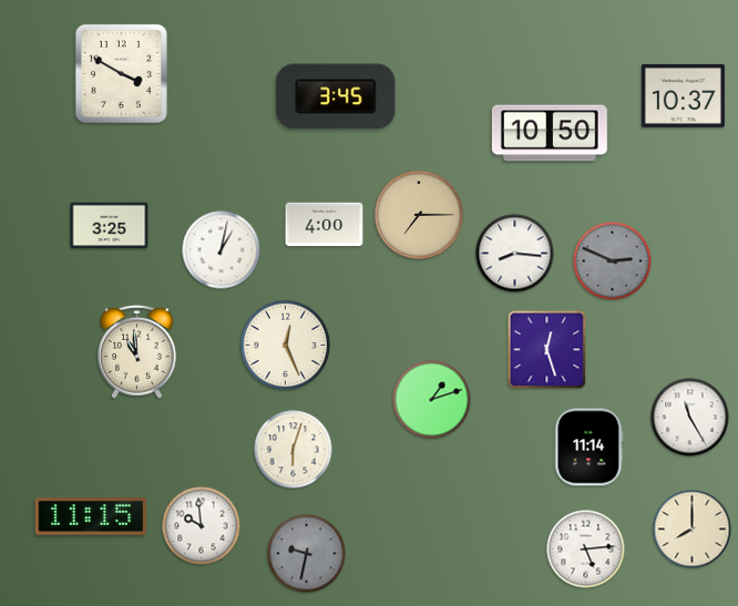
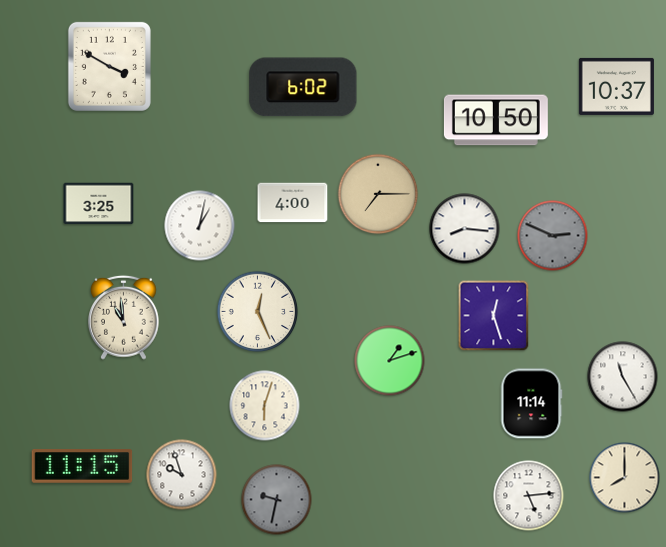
clock at (336, 96): 3:45 -> 6:02
clock at (202, 526): 9:59 -> 9:57
